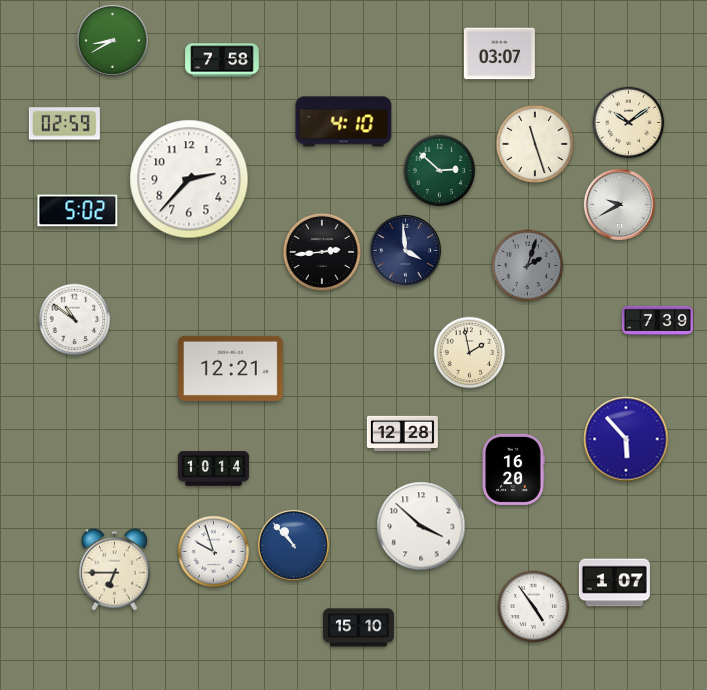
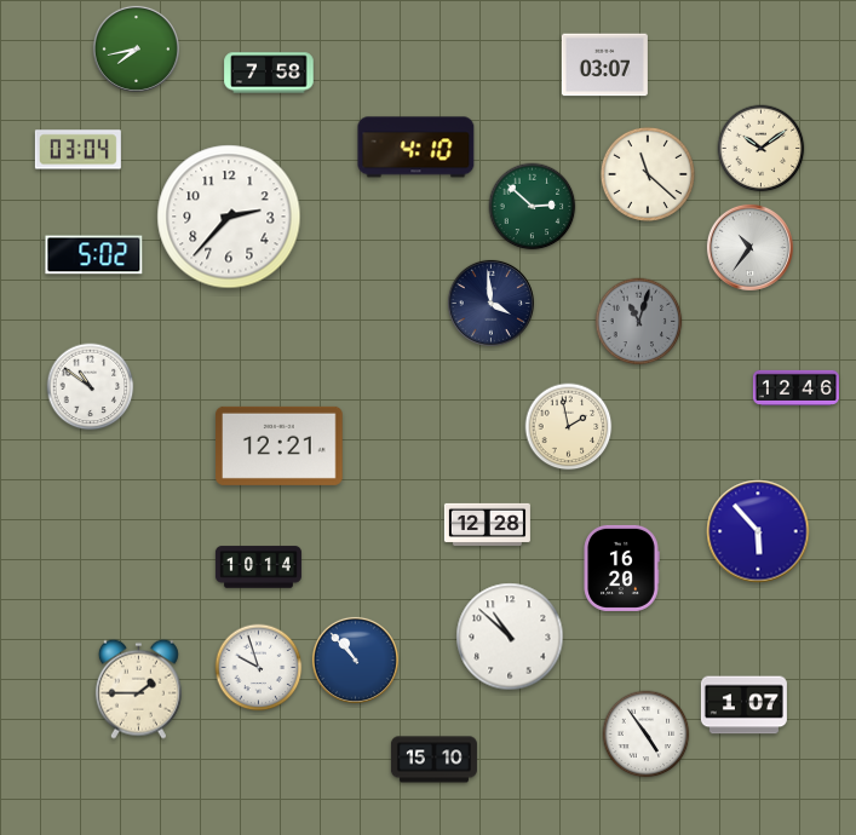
clock at (112, 40): 8:40 -> 7:43
clock at (64, 124): 02:59 -> 03:04
clock at (535, 144): 11:27 -> 11:22
clock at (619, 204): 9:40 -> 10:36
clock at (322, 252): 2:44 -> none
clock at (528, 266): 2:03 -> 11:03
clock at (657, 320): 7:39 -> 12:46
clock at (421, 526): 3:52 -> 10:52
clock at (114, 569): 6:45 -> 1:45
